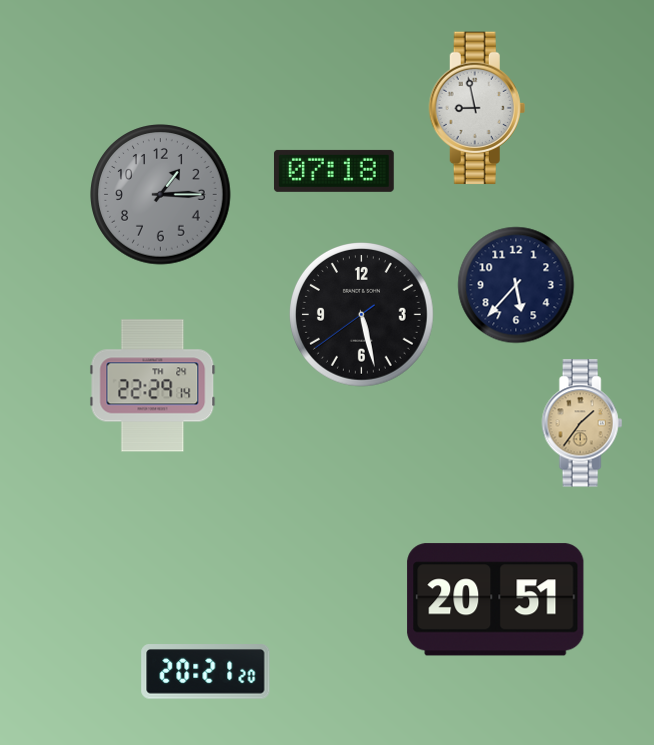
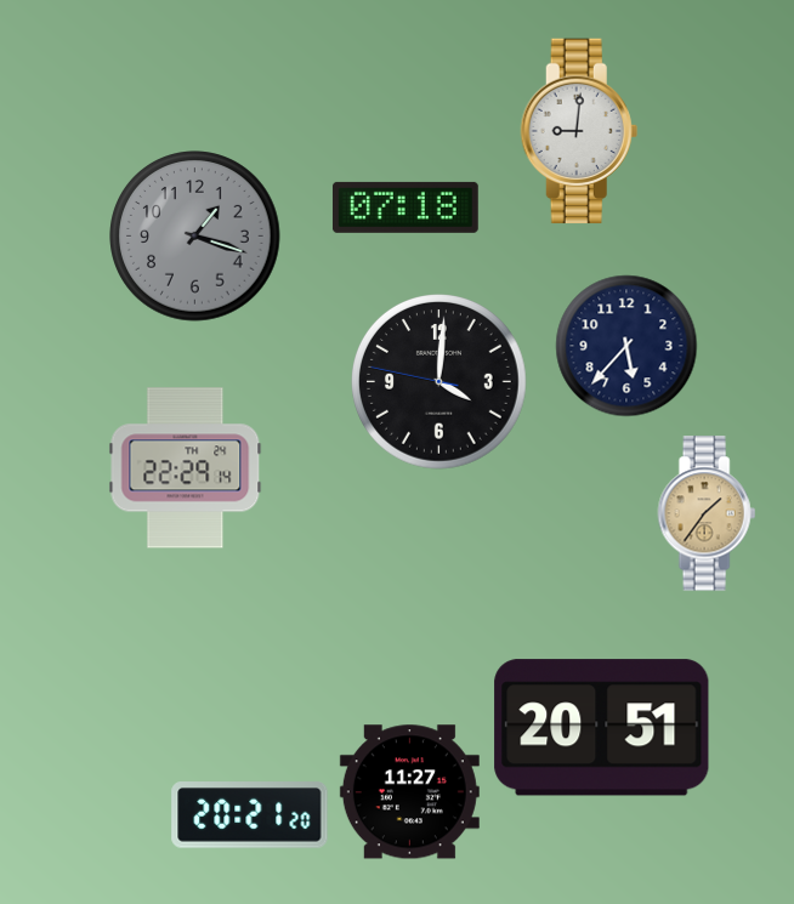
clock at (477, 108): 8:58 -> 9:01
clock at (161, 195): 1:15 -> 1:18
clock at (362, 315): 5:27 -> 4:00
clock at (409, 792): none -> 11:27
